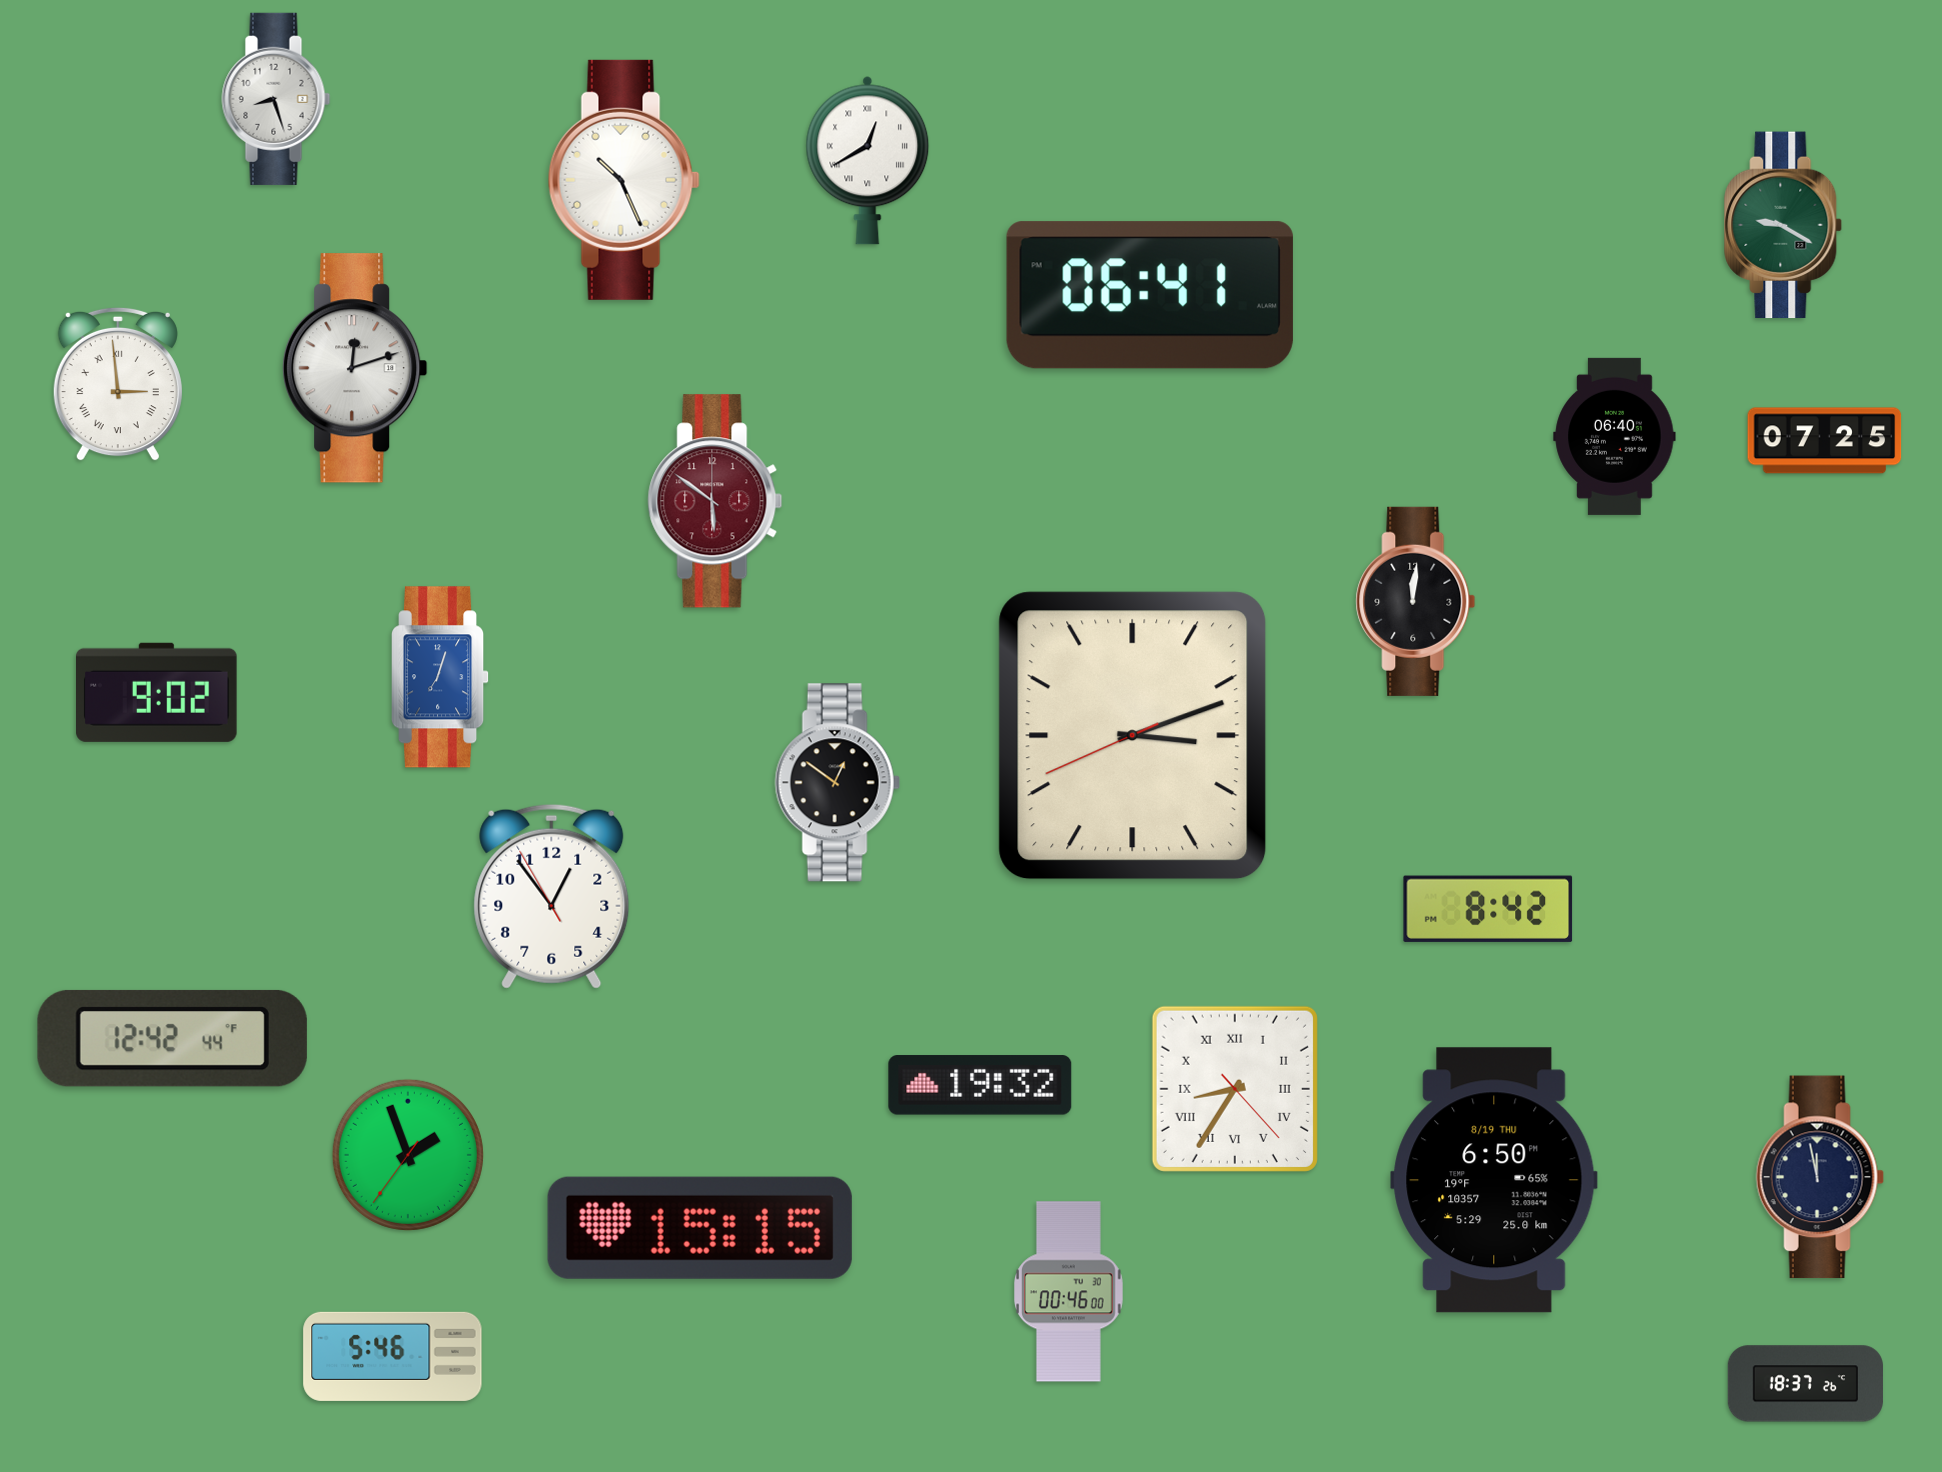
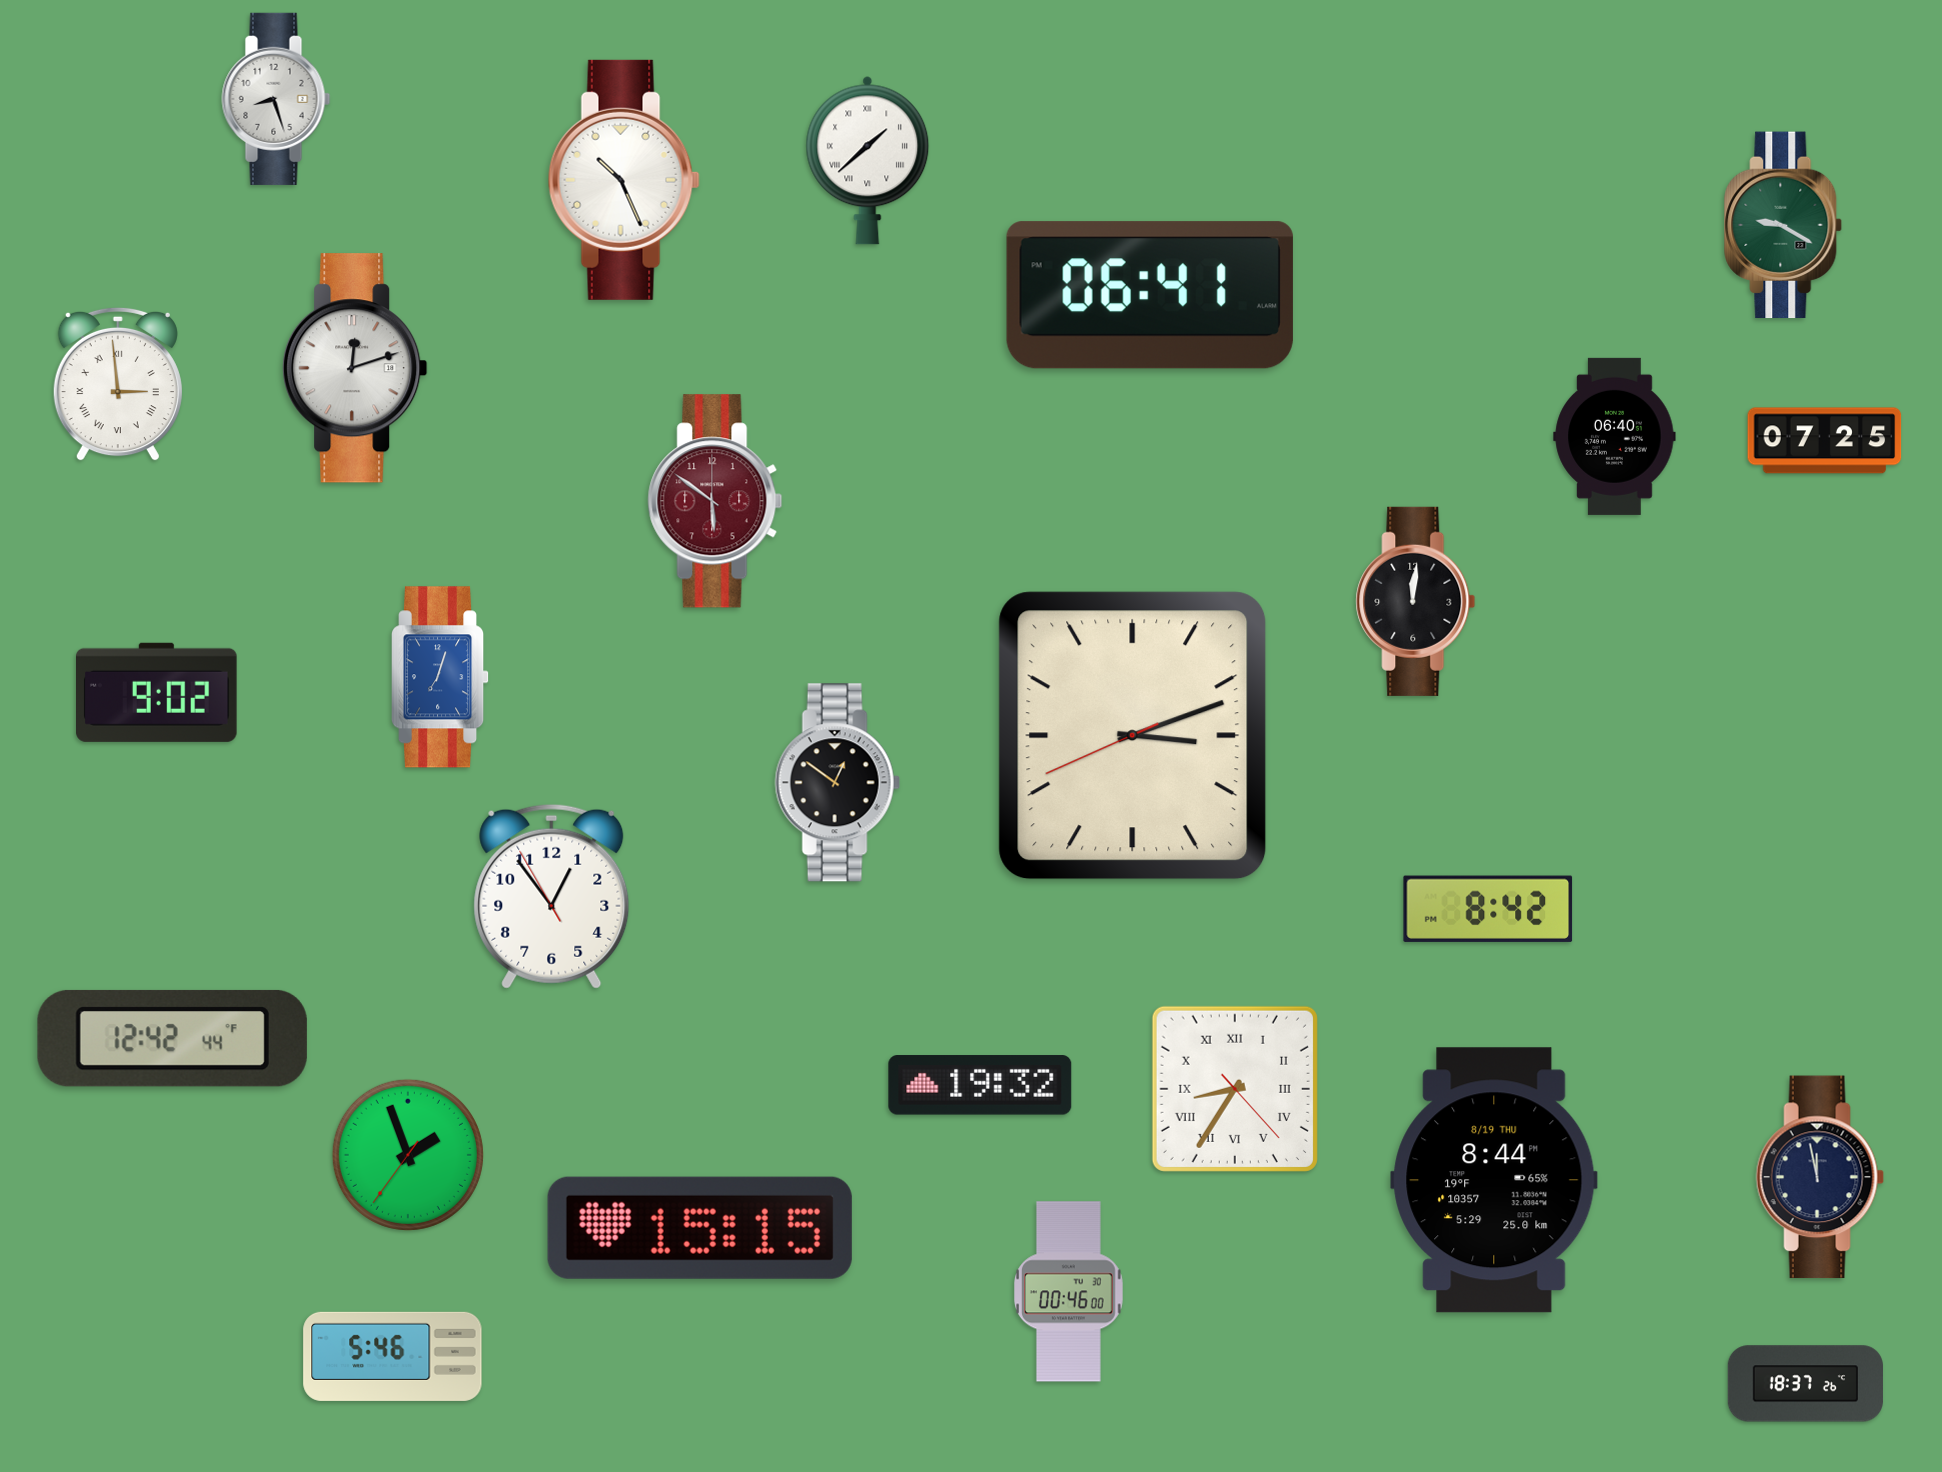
clock at (868, 160): 12:40 -> 1:38
clock at (1494, 1180): 6:50 -> 8:44
